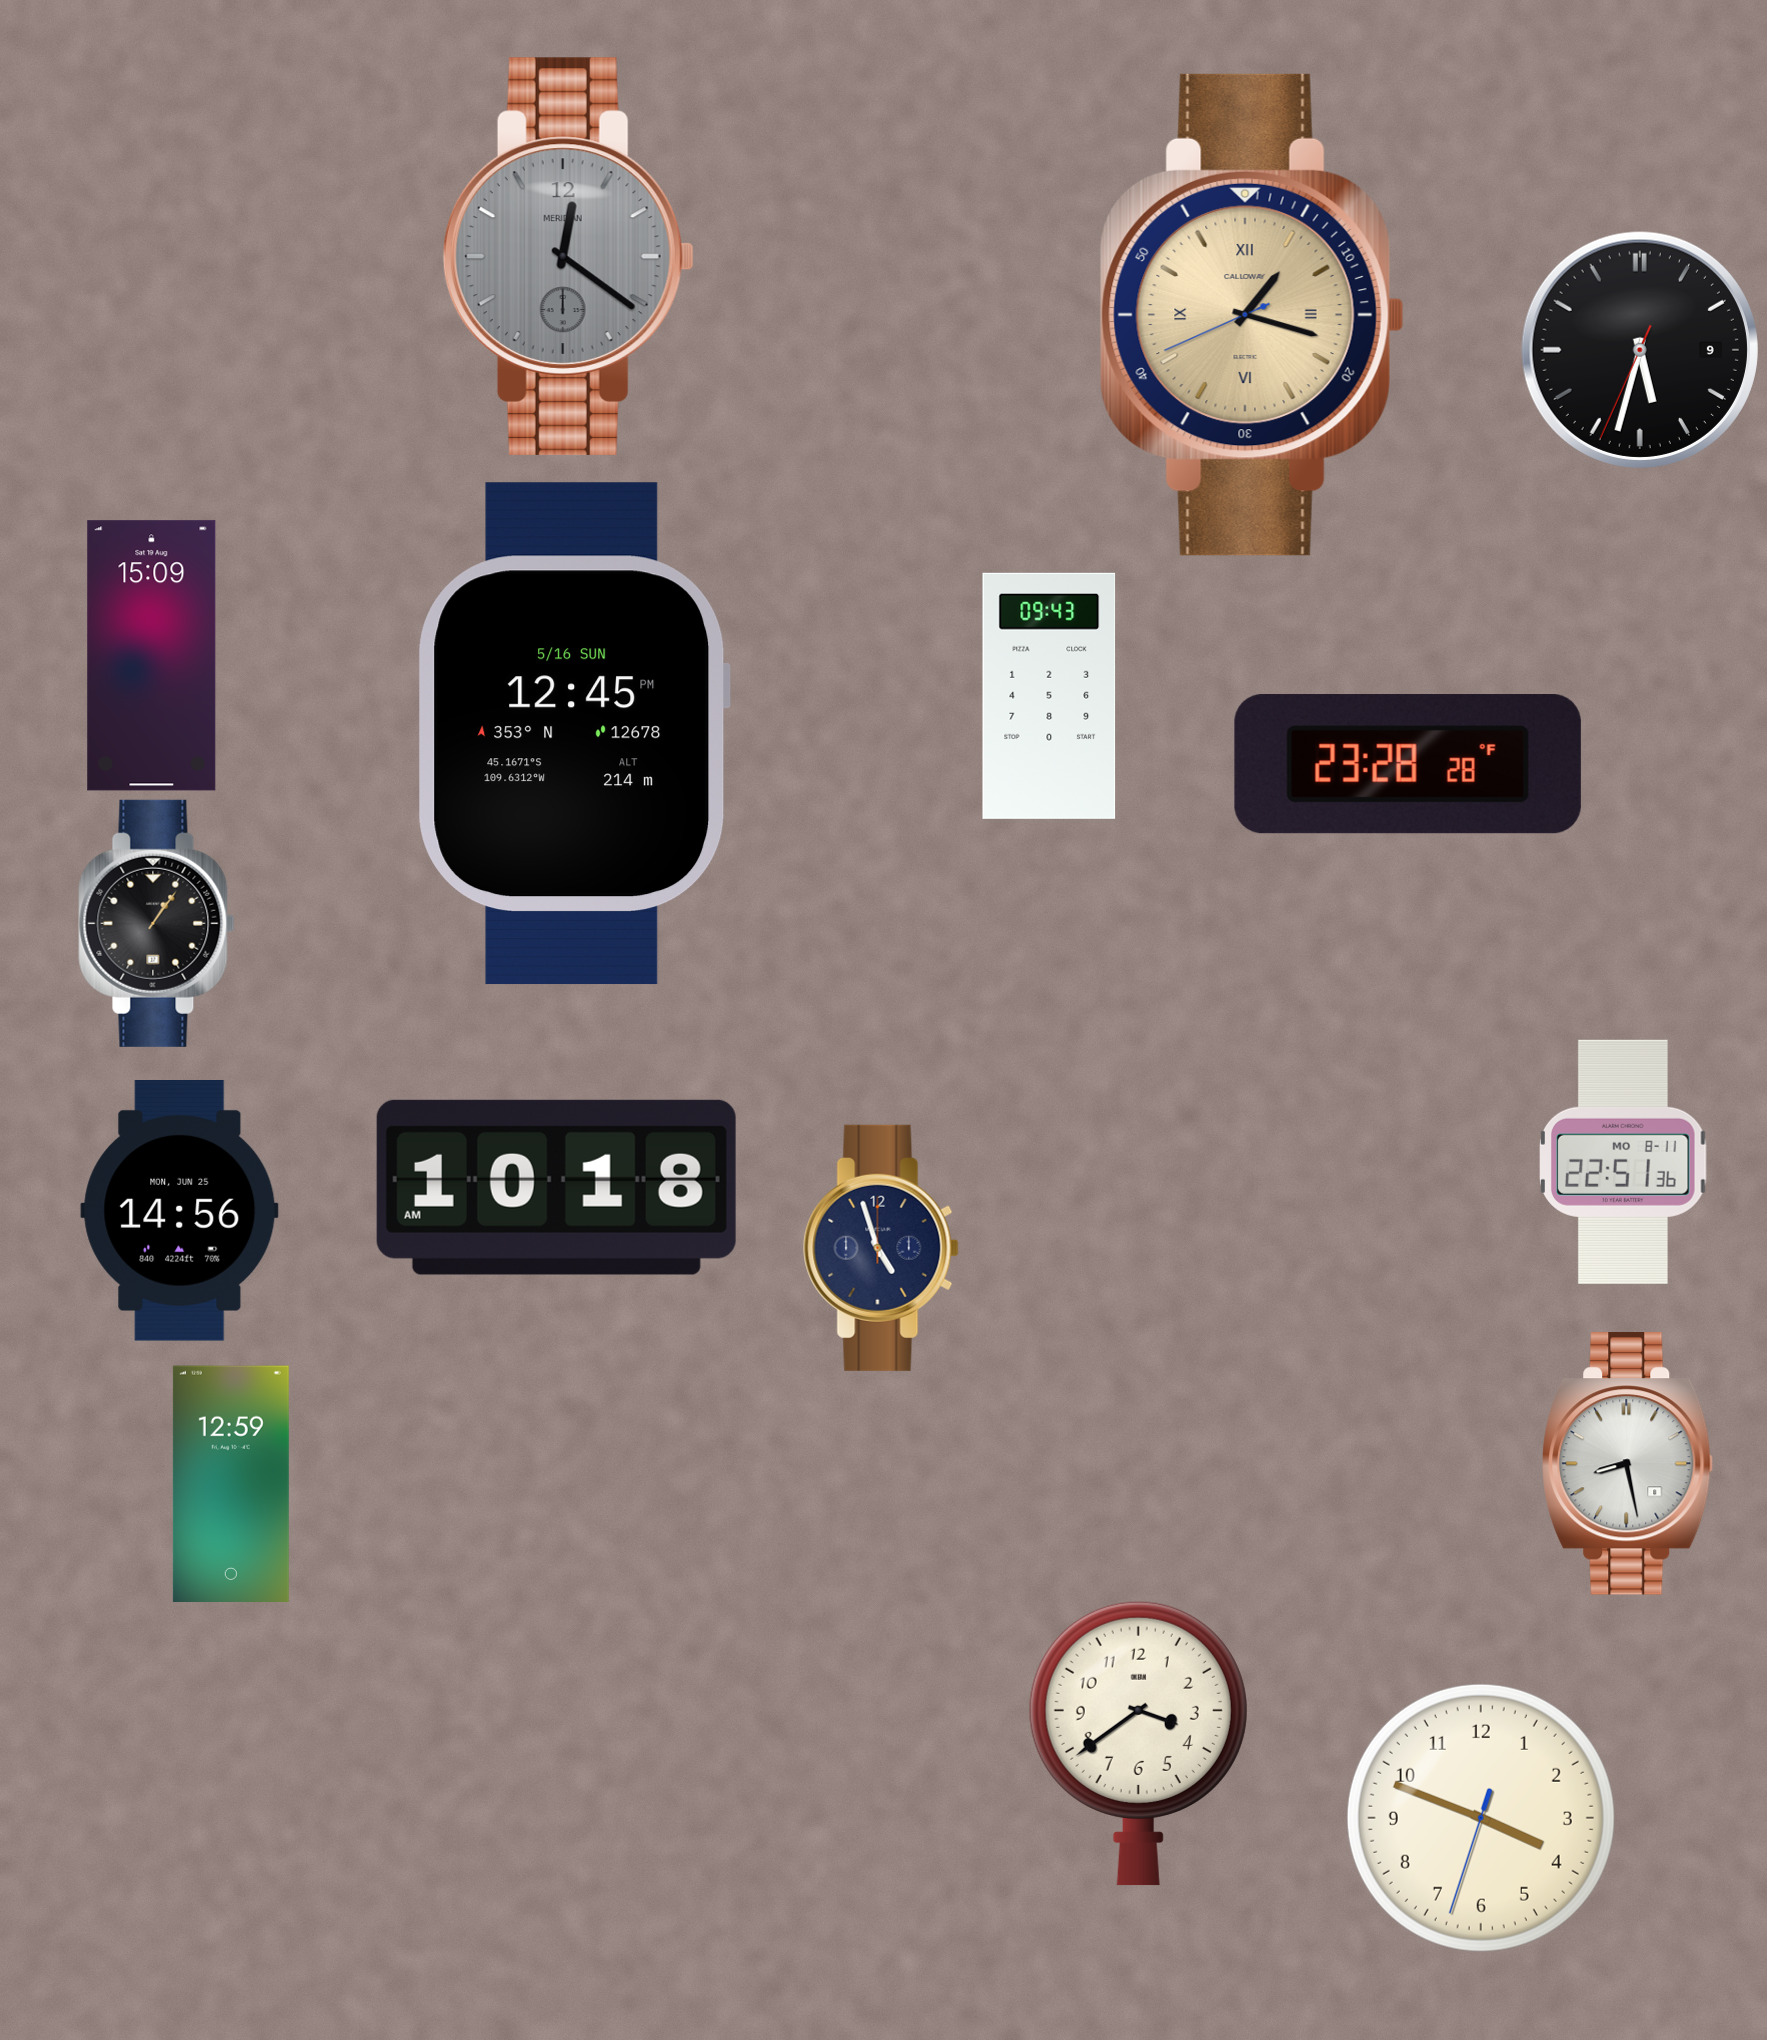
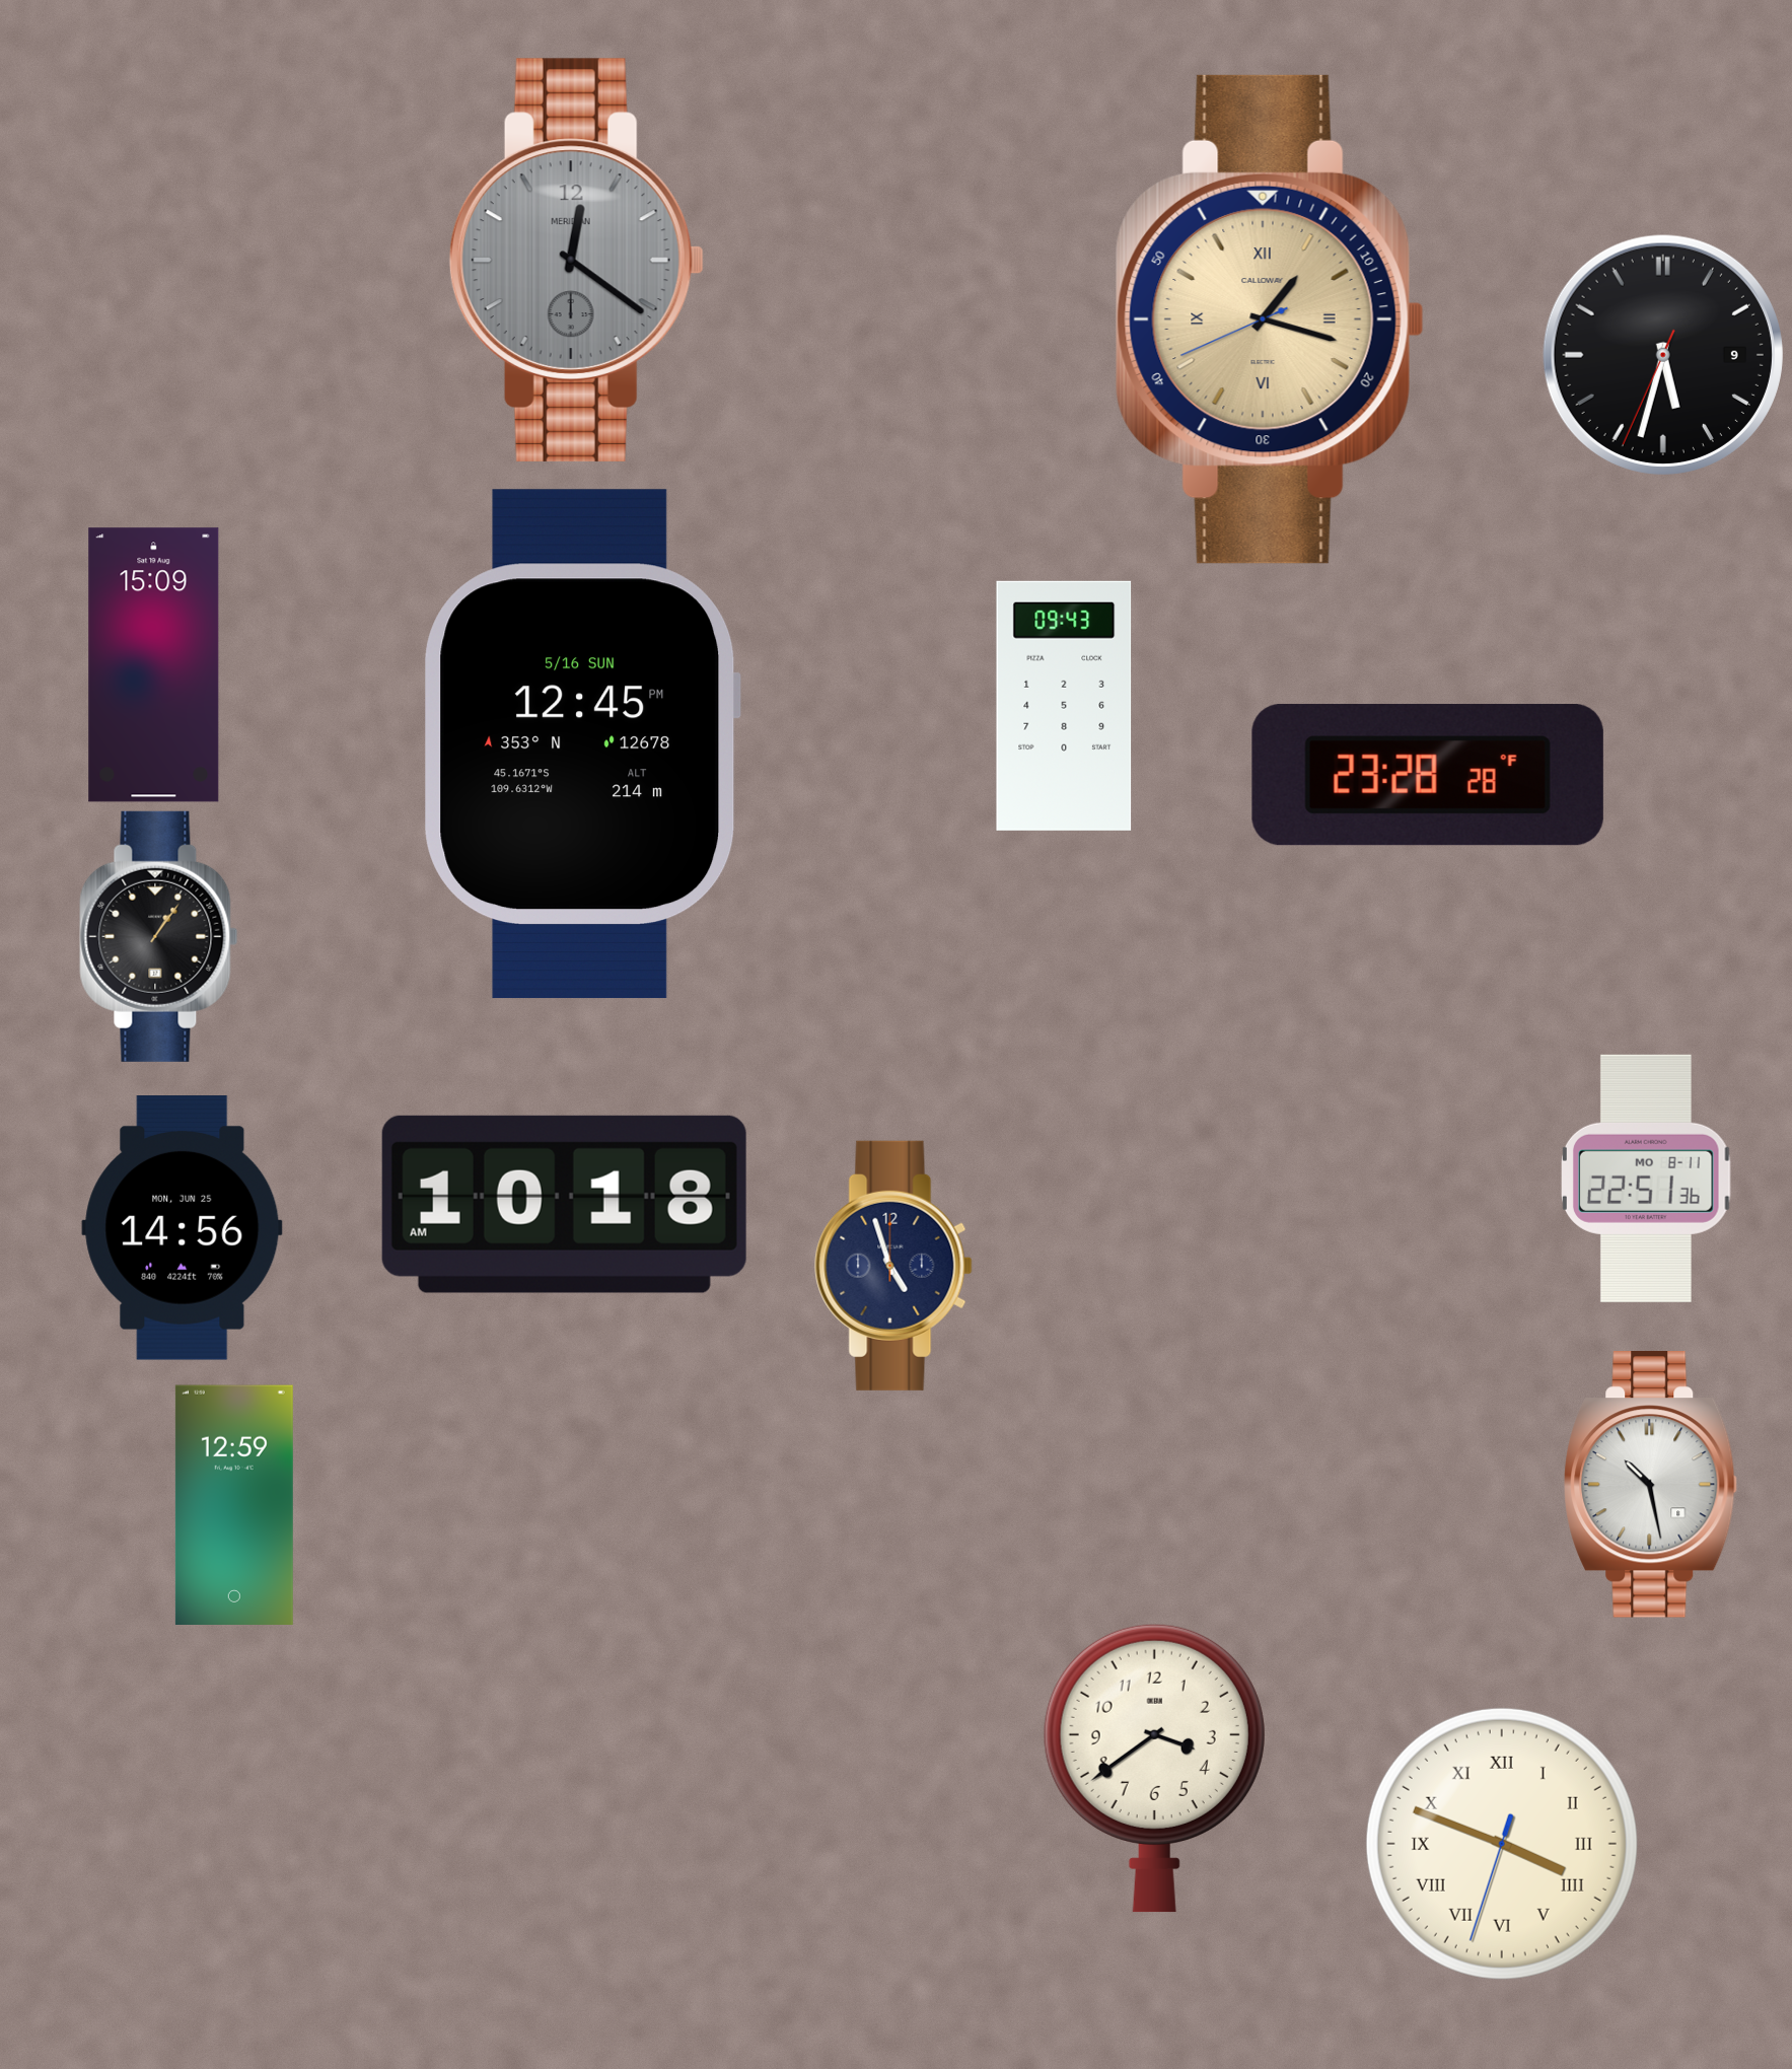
clock at (1628, 1464): 8:28 -> 10:28
clock at (1481, 1818) numerals: Arabic -> Roman
